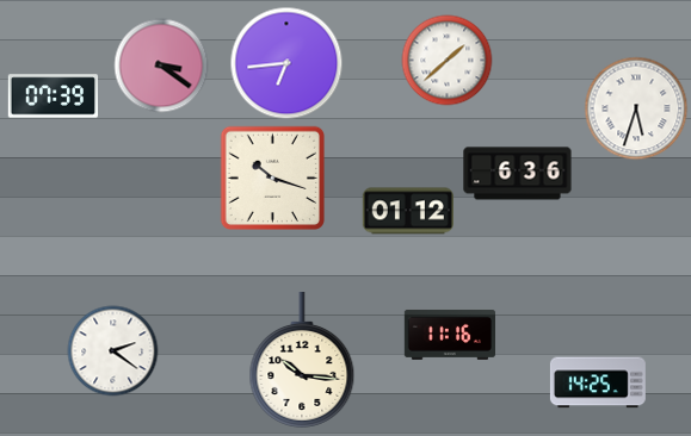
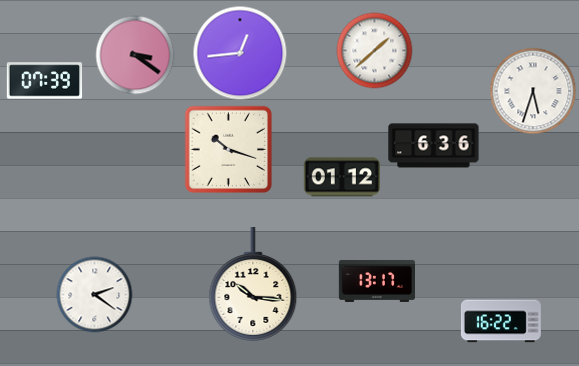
clock at (286, 63): 6:44 -> 12:44
clock at (449, 335): 11:16 -> 13:17
clock at (302, 361) position: (302, 361) -> (253, 285)
clock at (598, 382): 14:25 -> 16:22
